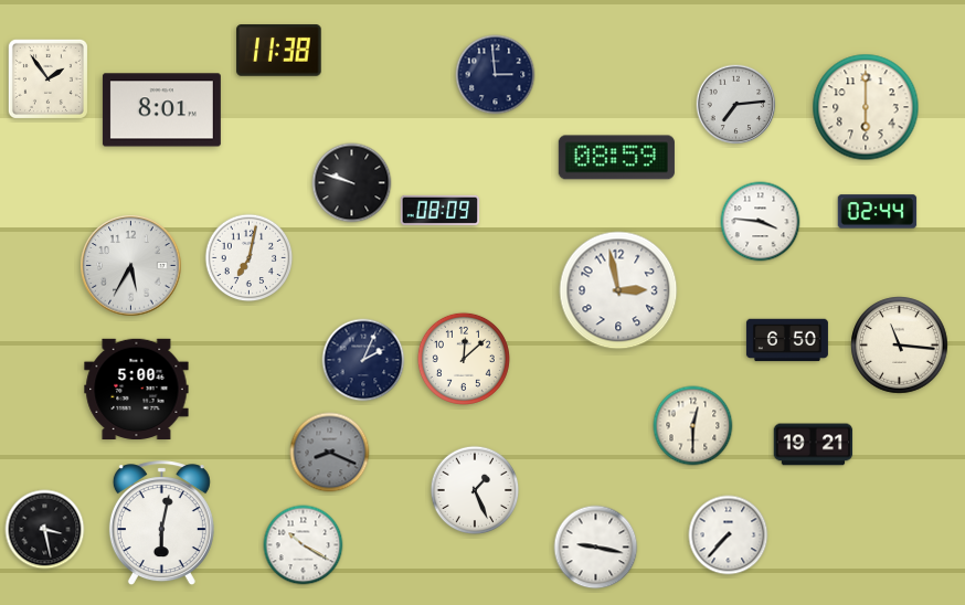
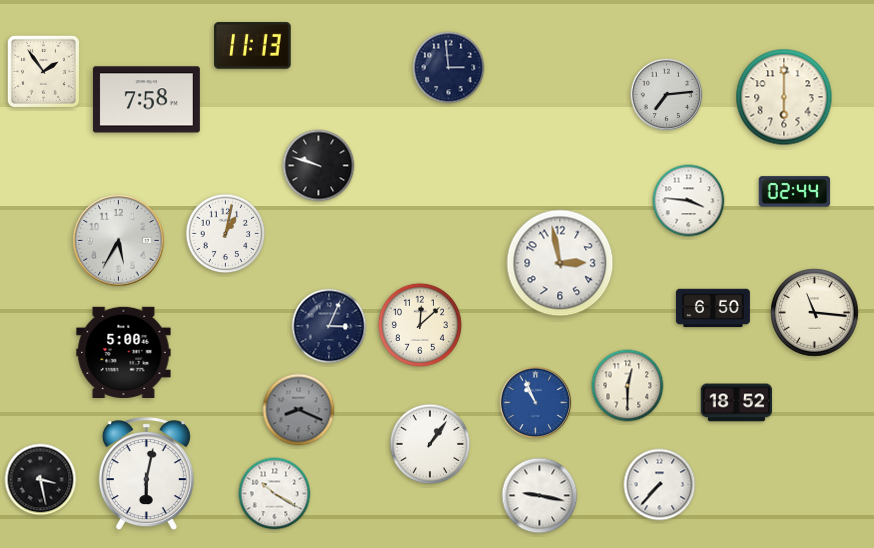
clock at (279, 51): 11:38 -> 11:13
clock at (161, 110): 8:01 -> 7:58
clock at (616, 158): 08:59 -> none
clock at (441, 210): 08:09 -> none
clock at (250, 258): 7:02 -> 1:02
clock at (363, 360): 2:04 -> 3:04
clock at (536, 403): none -> 10:56
clock at (814, 445): 19:21 -> 18:52
clock at (475, 490): 1:26 -> 1:06
